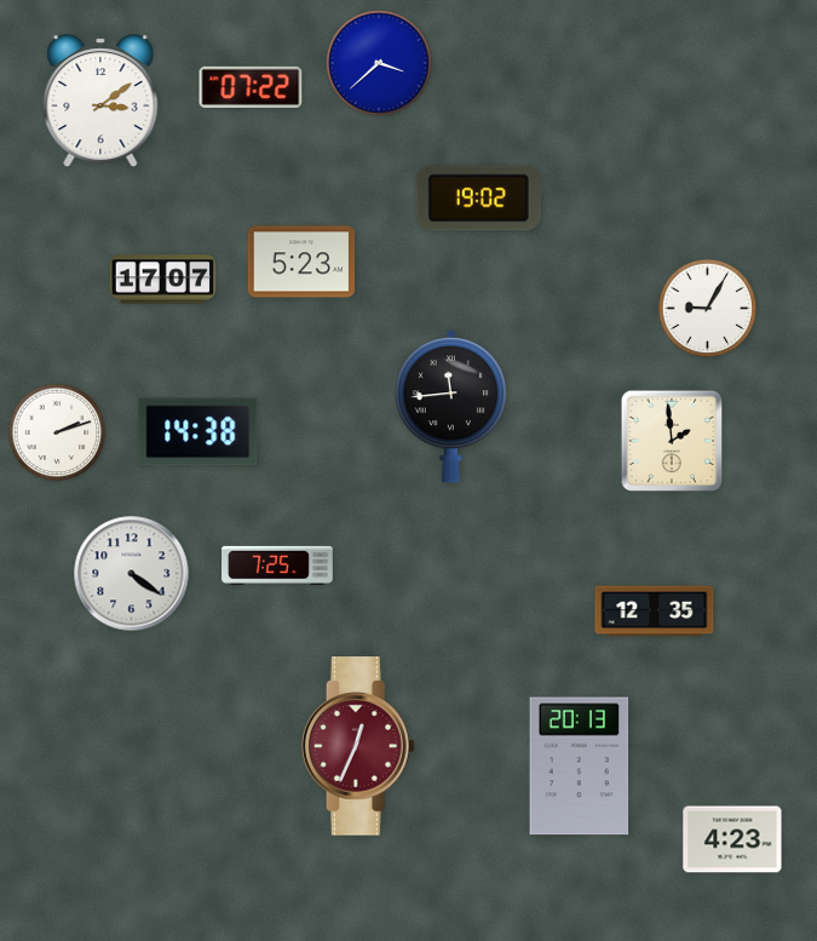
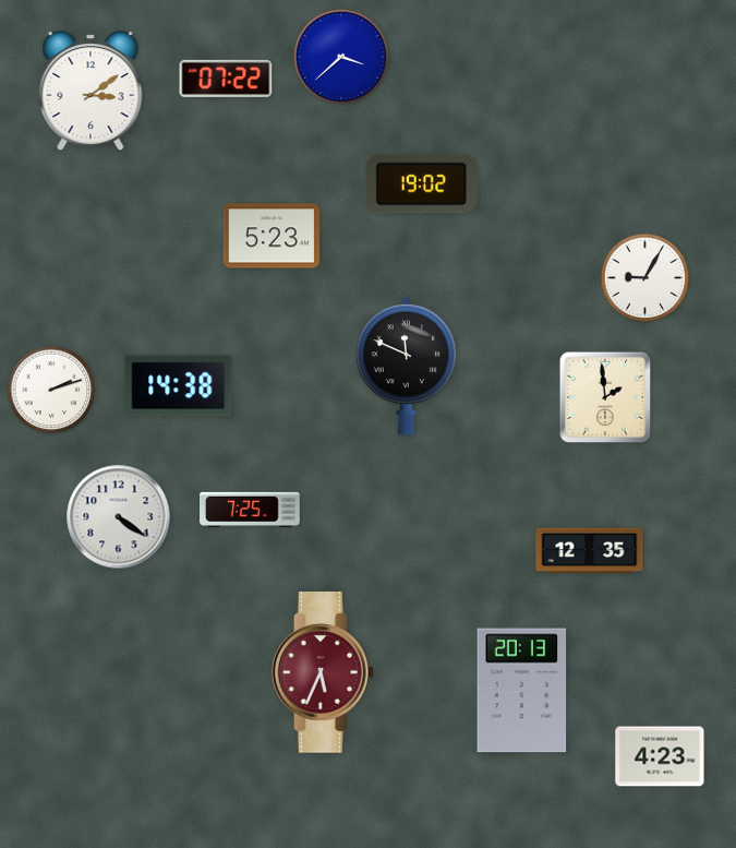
clock at (478, 199) position: (478, 199) -> (421, 184)
clock at (163, 280): 17:07 -> none
clock at (708, 309) position: (708, 309) -> (645, 278)
clock at (450, 406): 11:44 -> 11:49
clock at (199, 432) position: (199, 432) -> (179, 386)
clock at (358, 746): 12:34 -> 5:34
